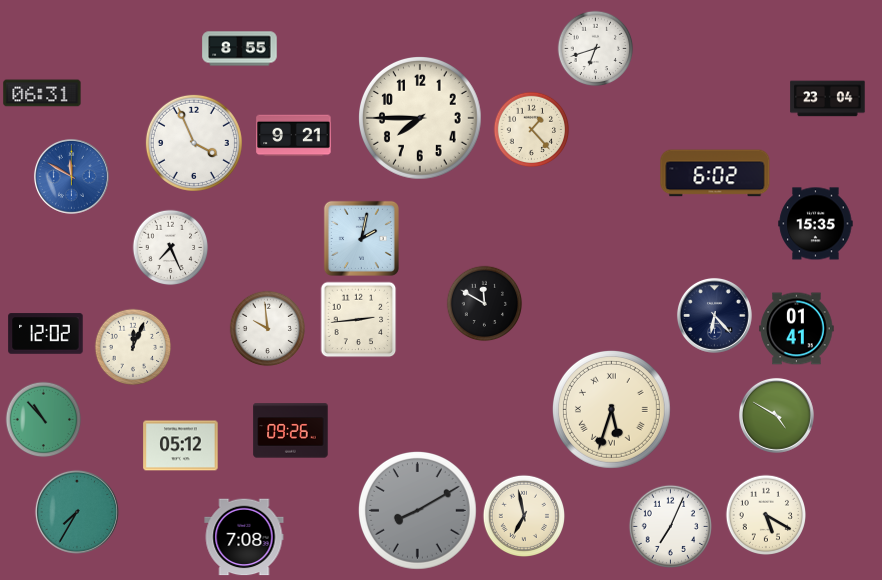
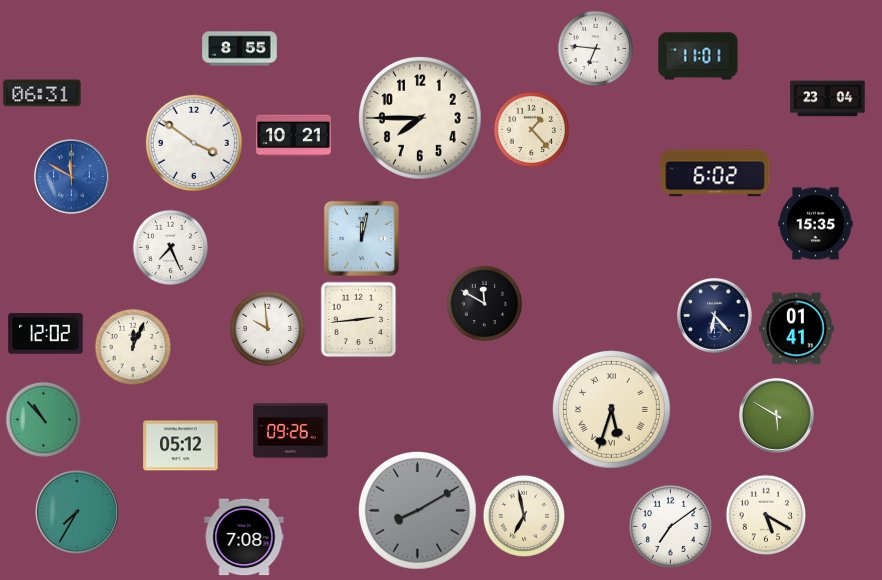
clock at (596, 49): 6:42 -> 6:46
clock at (698, 56): none -> 11:01
clock at (294, 136): 9:21 -> 10:21
clock at (194, 143): 3:56 -> 3:51
clock at (361, 238): 2:02 -> 12:02
clock at (776, 415): 4:50 -> 5:50
clock at (670, 526): 7:04 -> 7:09
